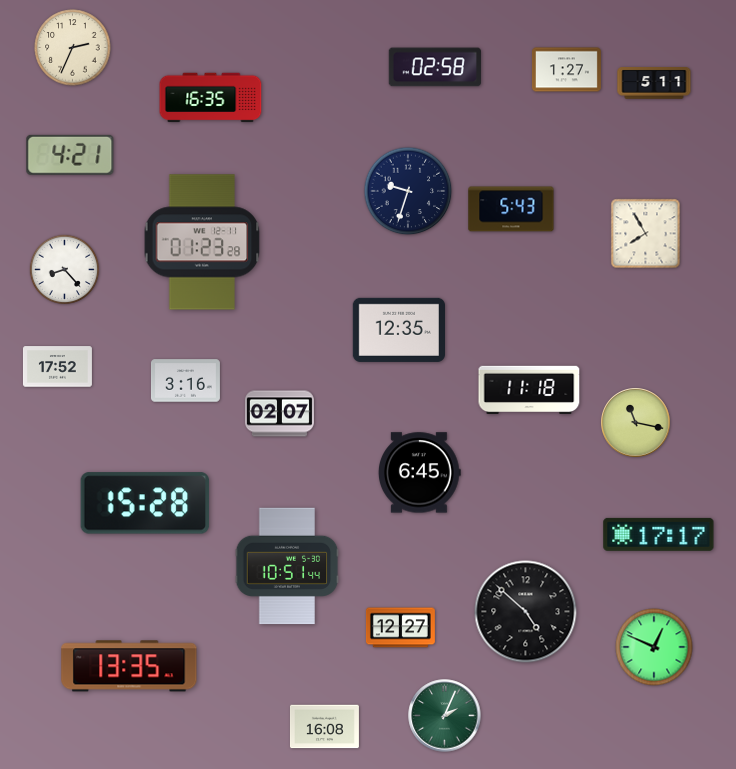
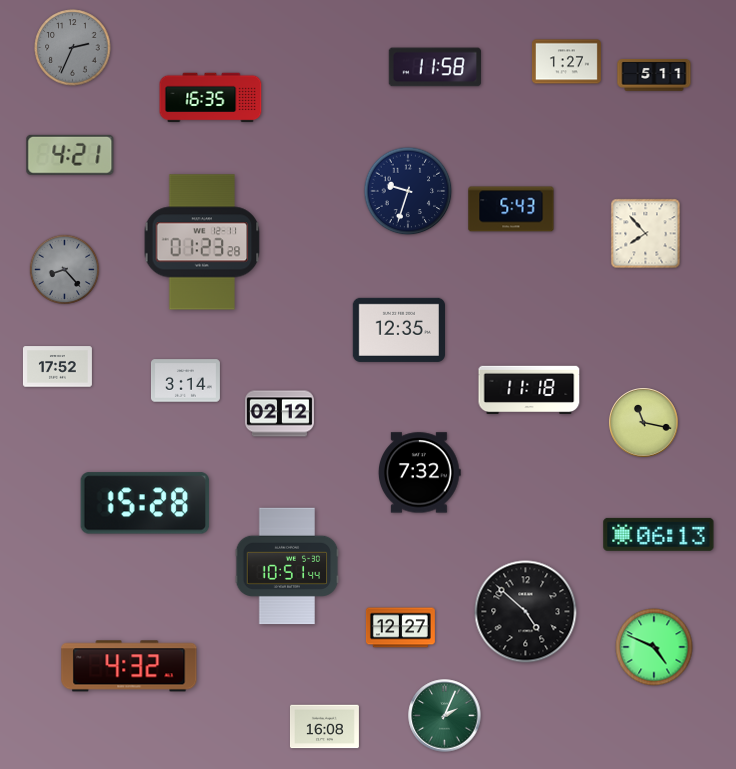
clock at (73, 48) dial: cream -> grey
clock at (435, 67): 02:58 -> 11:58
clock at (566, 70) position: (566, 70) -> (566, 62)
clock at (654, 83) position: (654, 83) -> (654, 75)
clock at (646, 234): 7:55 -> 7:53
clock at (65, 270) dial: white -> grey
clock at (185, 381): 3:16 -> 3:14
clock at (279, 414): 02:07 -> 02:12
clock at (636, 423) position: (636, 423) -> (644, 423)
clock at (420, 473): 6:45 -> 7:32
clock at (659, 534): 17:17 -> 06:13
clock at (654, 647): 12:49 -> 4:49
clock at (129, 666): 13:35 -> 4:32
